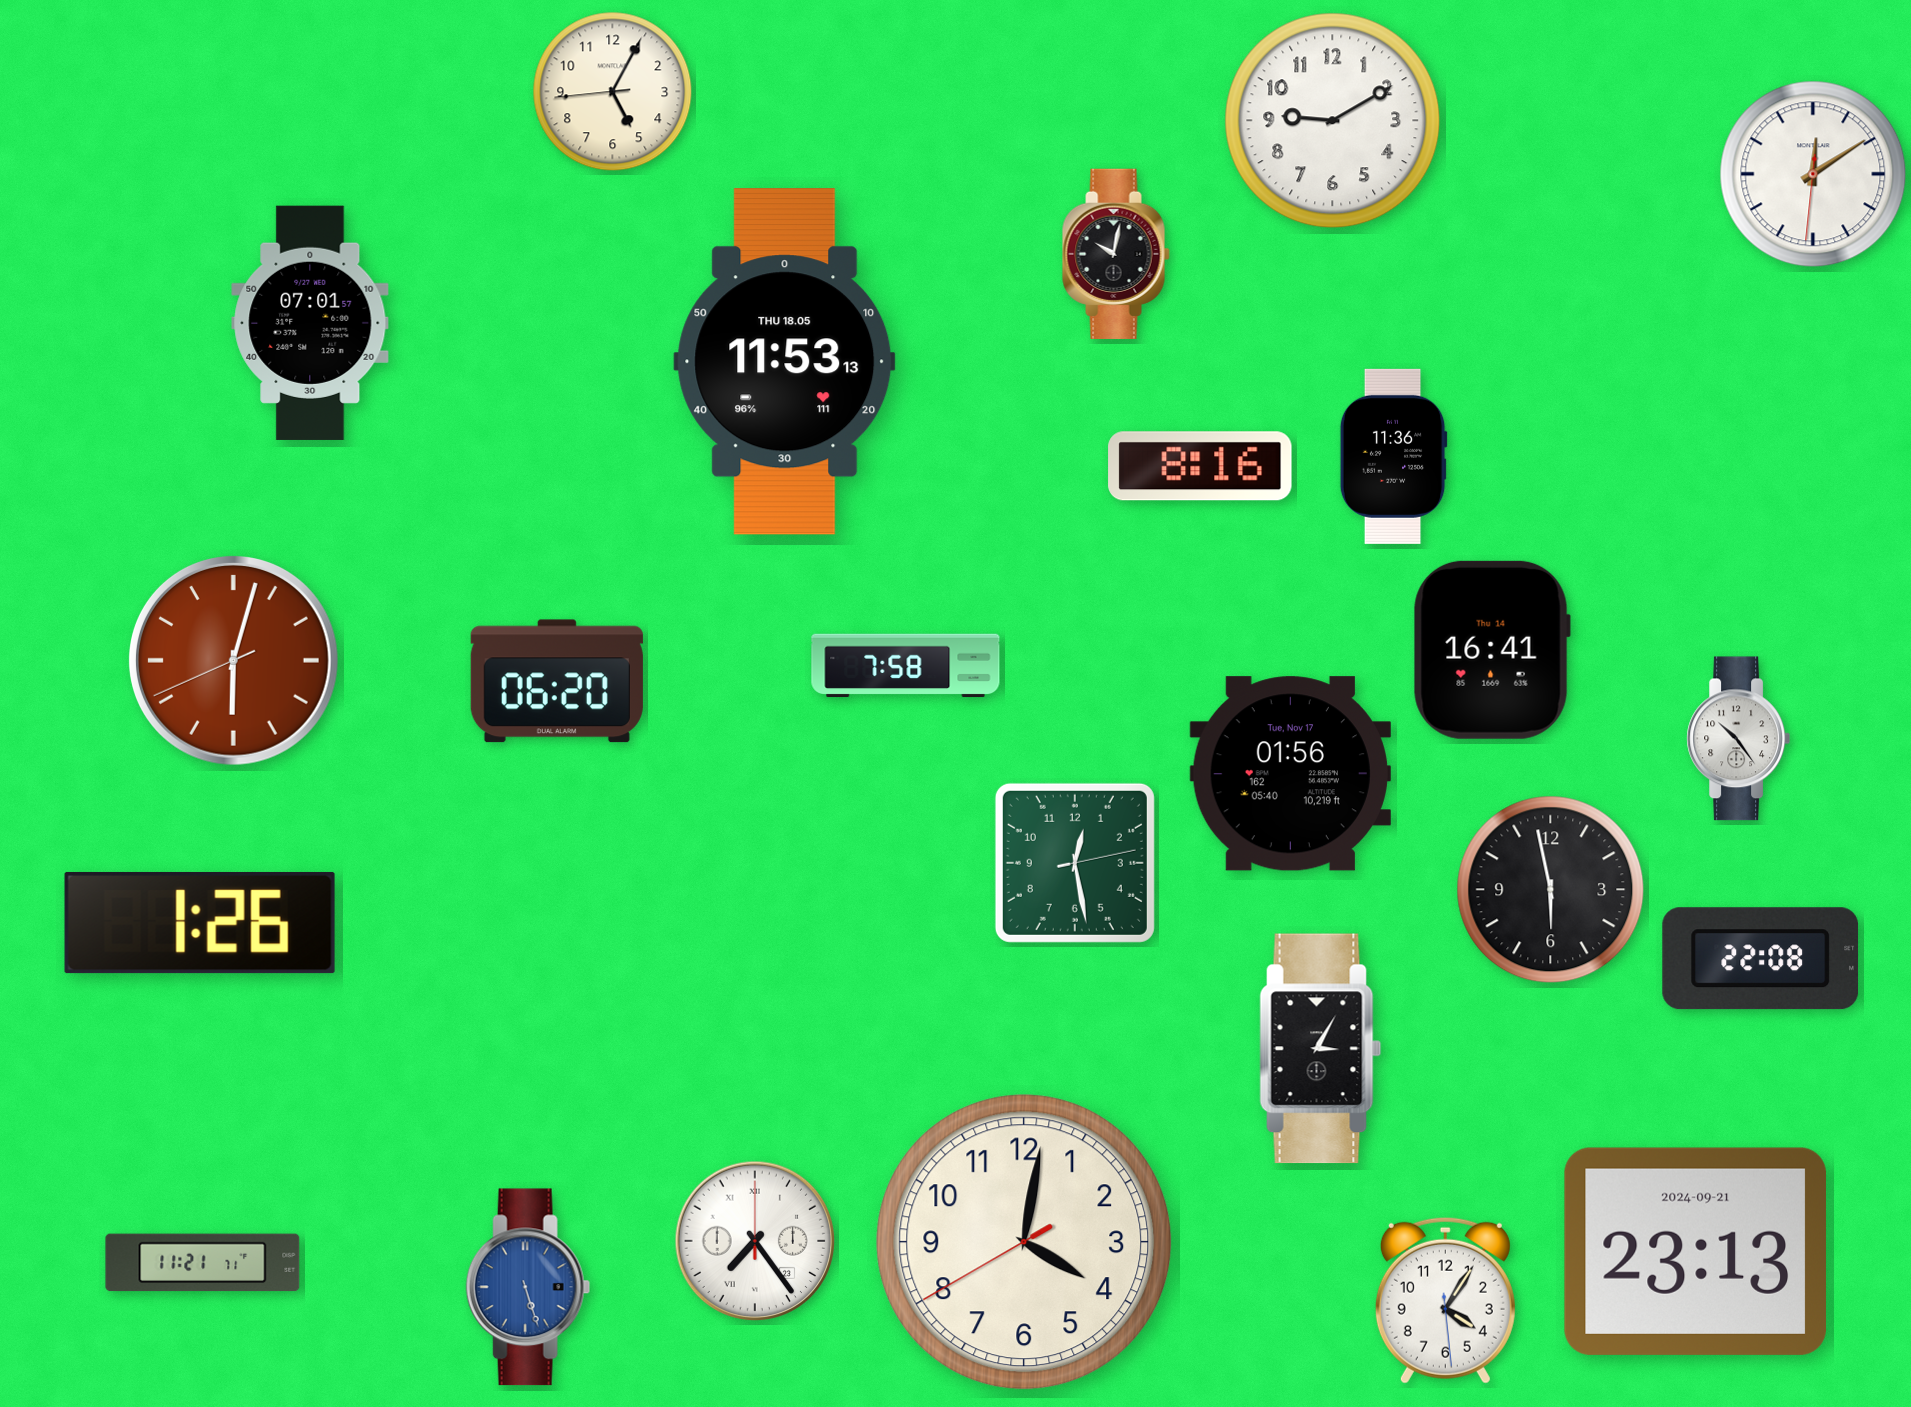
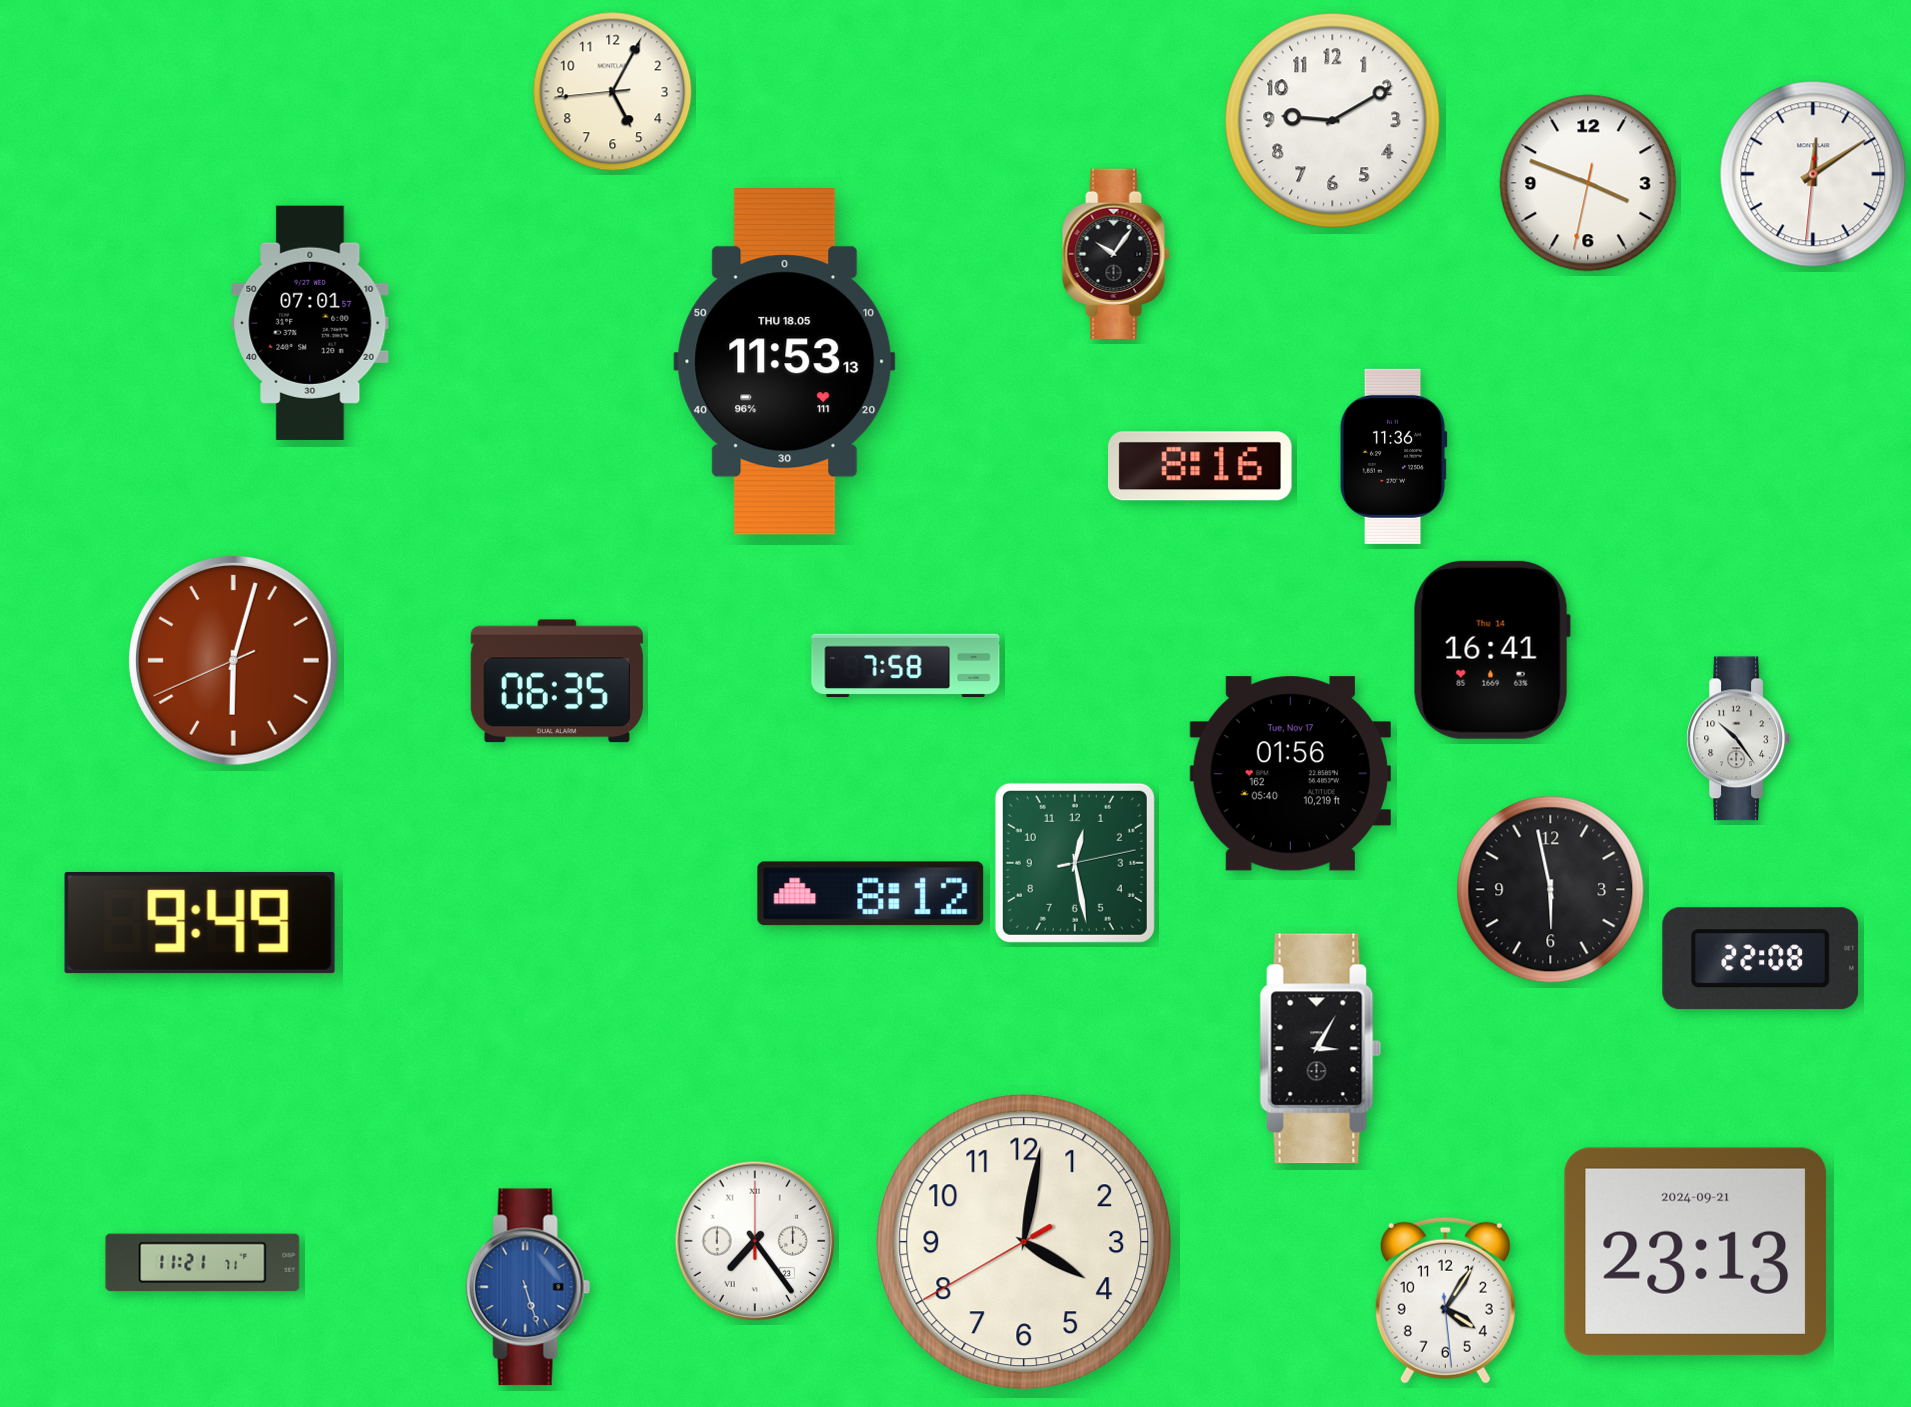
clock at (1588, 183): none -> 3:48
clock at (1116, 253): 10:02 -> 10:06
clock at (557, 681): 06:20 -> 06:35
clock at (871, 894): none -> 8:12
clock at (200, 923): 1:26 -> 9:49
